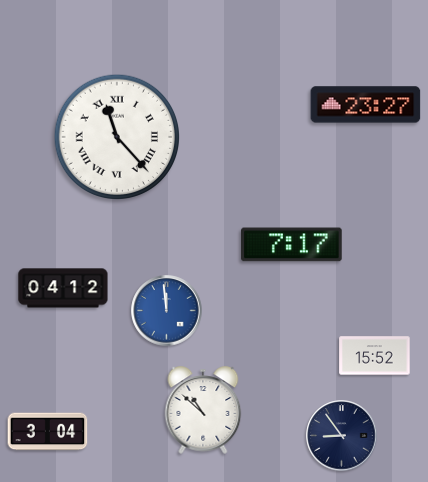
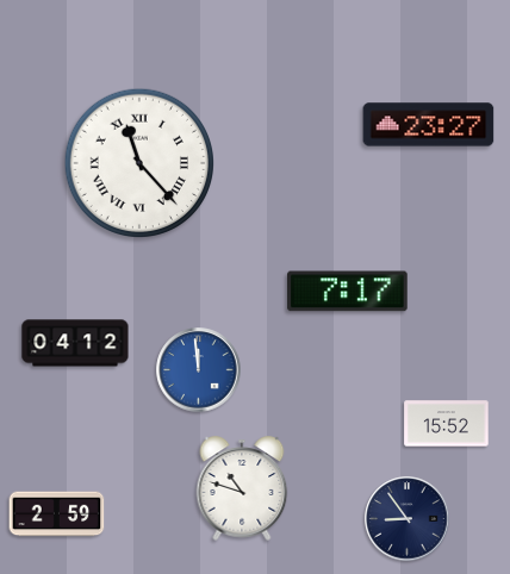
clock at (366, 105) position: (366, 105) -> (429, 125)
clock at (203, 410): 10:52 -> 10:48
clock at (48, 432): 3:04 -> 2:59
